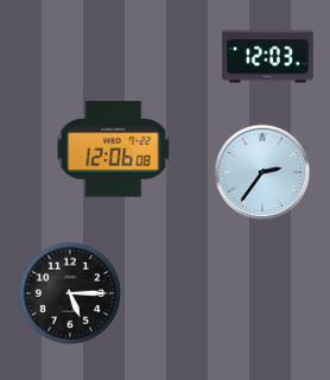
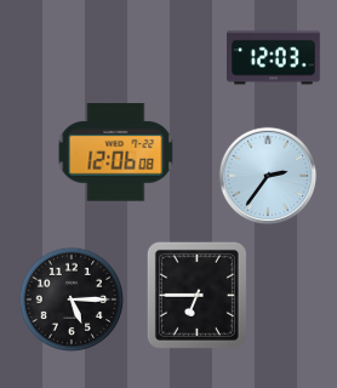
clock at (196, 295): none -> 6:45
